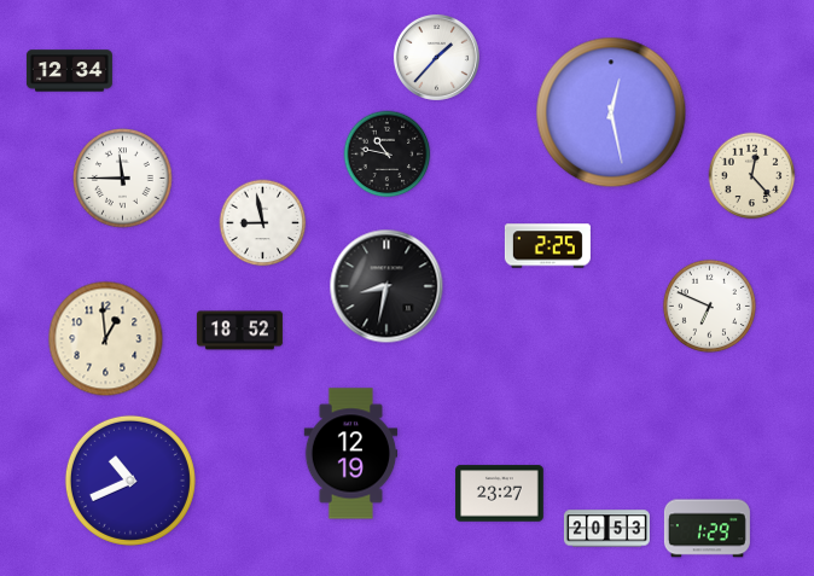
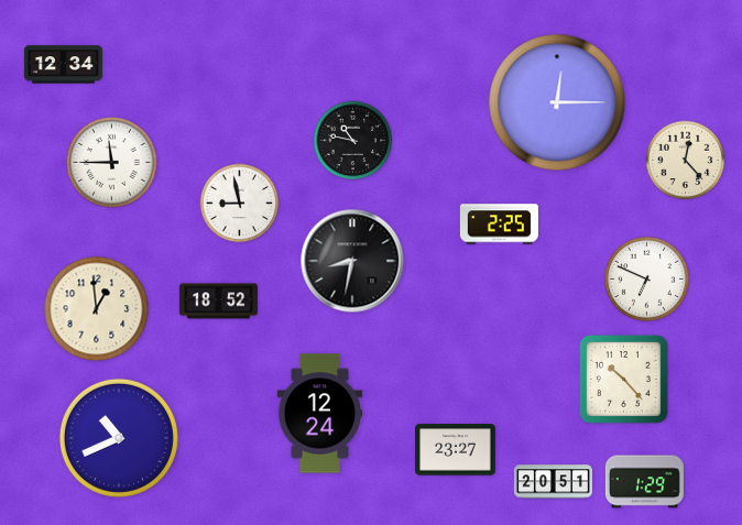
clock at (436, 57): 1:37 -> none
clock at (611, 112): 12:28 -> 12:15
clock at (623, 379): none -> 10:23
clock at (351, 454): 12:19 -> 12:24
clock at (606, 529): 20:53 -> 20:51
